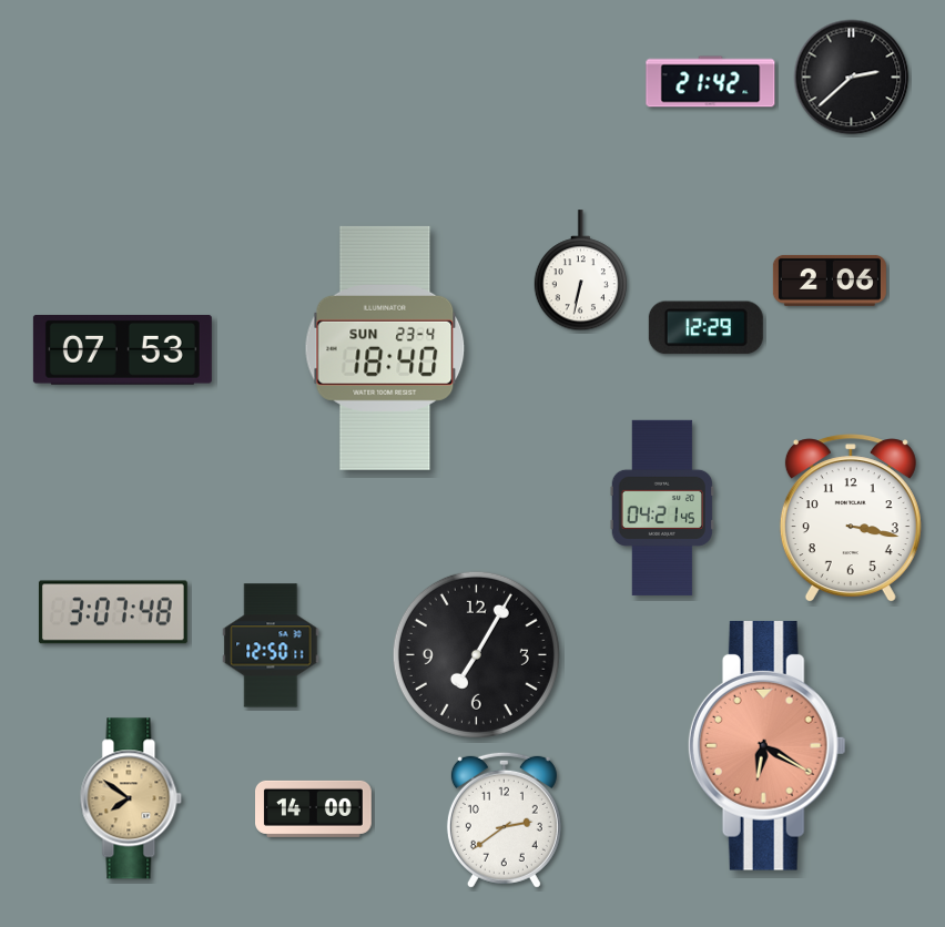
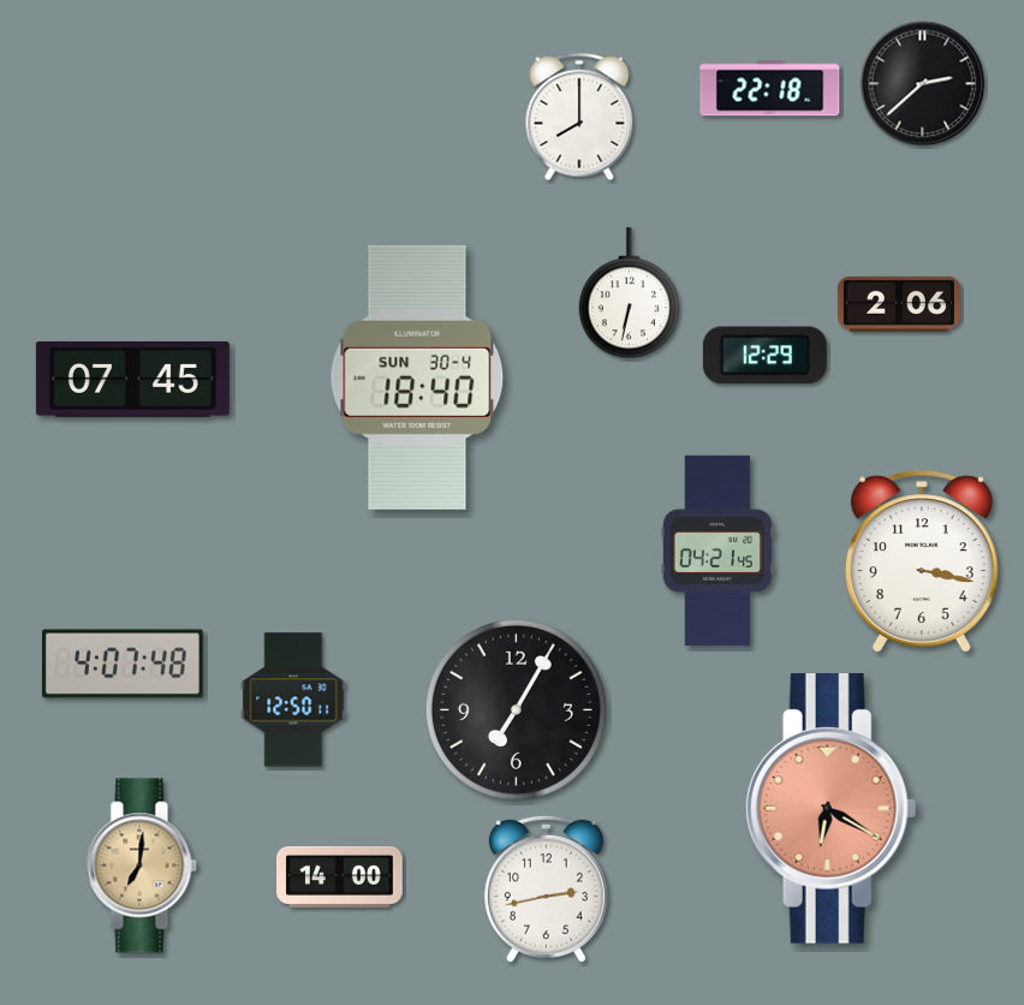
clock at (711, 82): 21:42 -> 22:18
clock at (579, 117): none -> 8:00
clock at (385, 348) date: SUN 23-4 -> SUN 30-4
clock at (122, 349): 07:53 -> 07:45
clock at (113, 612): 3:07 -> 4:07
clock at (131, 798): 7:51 -> 7:01
clock at (504, 819): 2:39 -> 2:43
